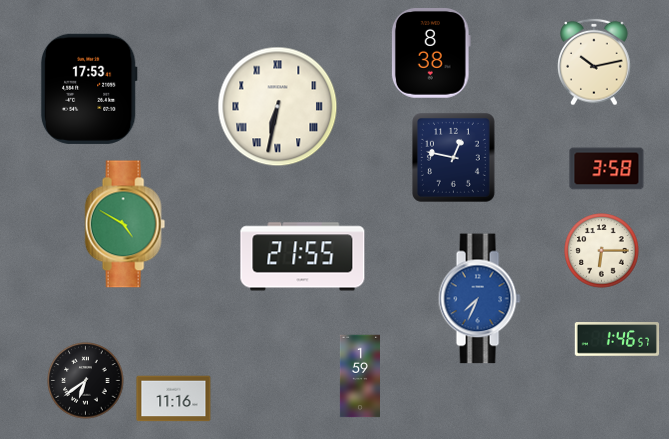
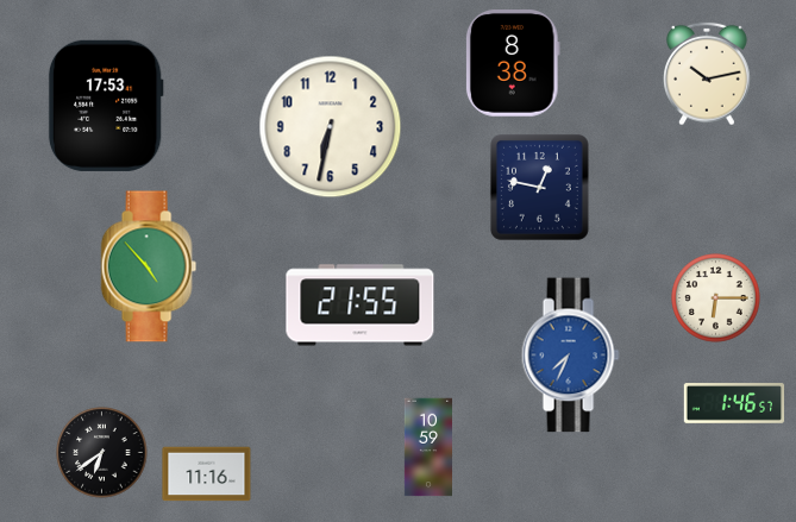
clock at (278, 107) numerals: Roman -> Arabic
clock at (607, 169): 3:58 -> none
clock at (125, 224): 4:50 -> 4:53
clock at (359, 376): 1:59 -> 10:59
